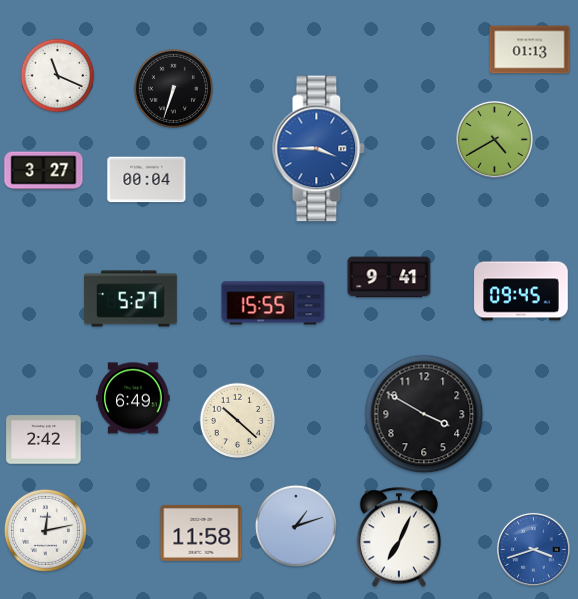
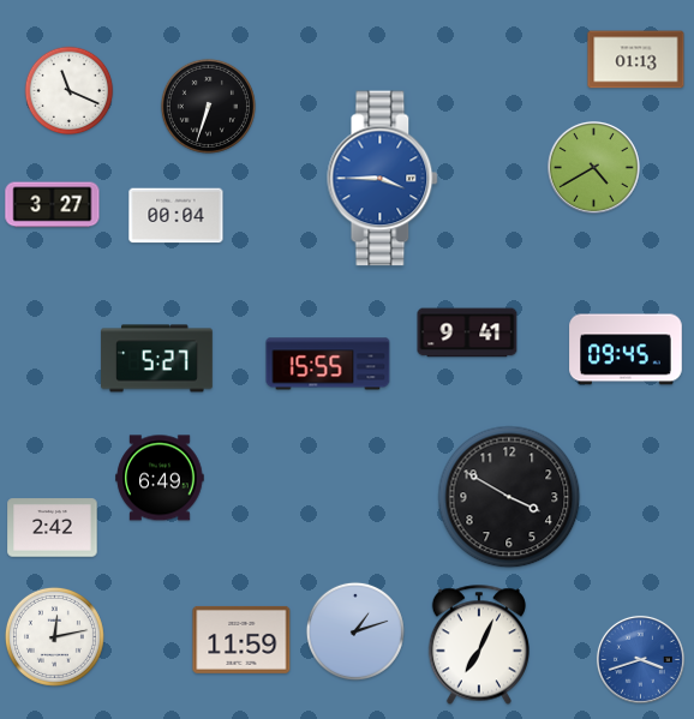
clock at (238, 421): 10:22 -> none
clock at (201, 533): 11:58 -> 11:59
